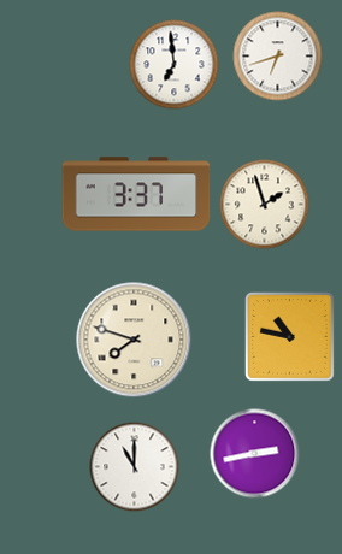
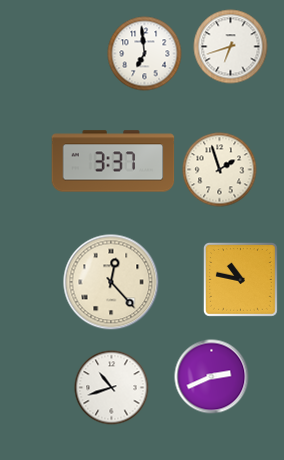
clock at (134, 340): 7:48 -> 12:23
clock at (255, 454): 2:43 -> 2:41
clock at (135, 467): 11:00 -> 10:42
